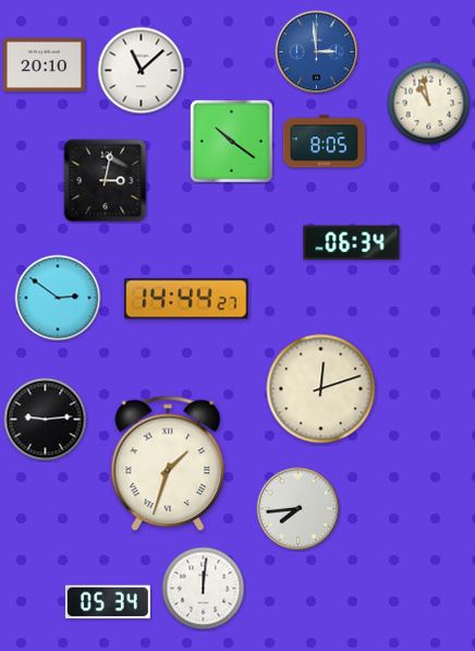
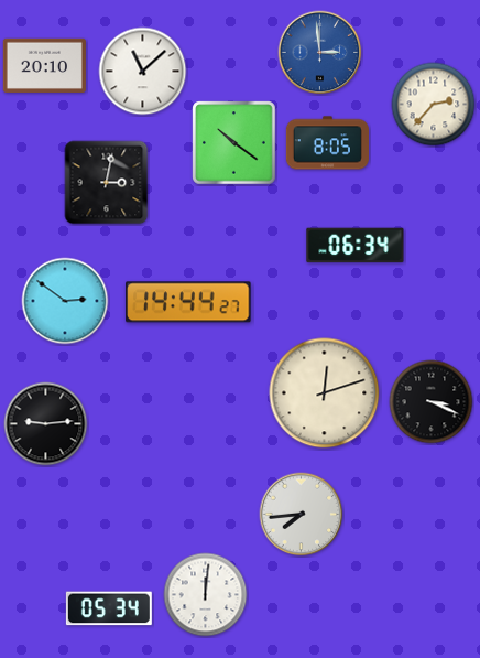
clock at (429, 104): 10:58 -> 2:37
clock at (58, 298) position: (58, 298) -> (65, 301)
clock at (432, 402): none -> 3:19
clock at (168, 463): 1:33 -> none
